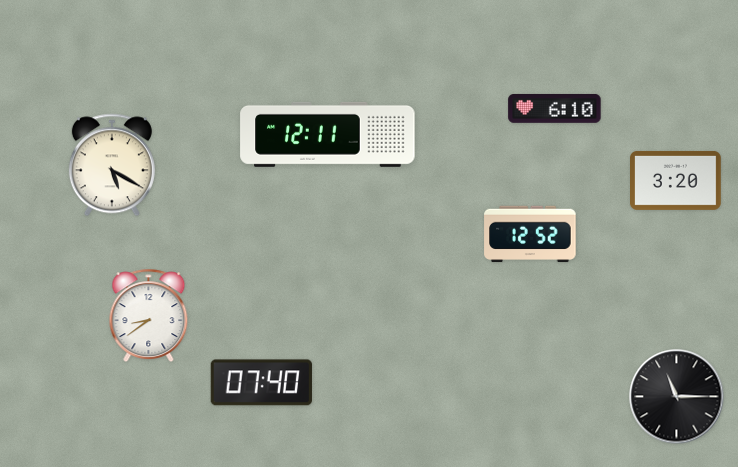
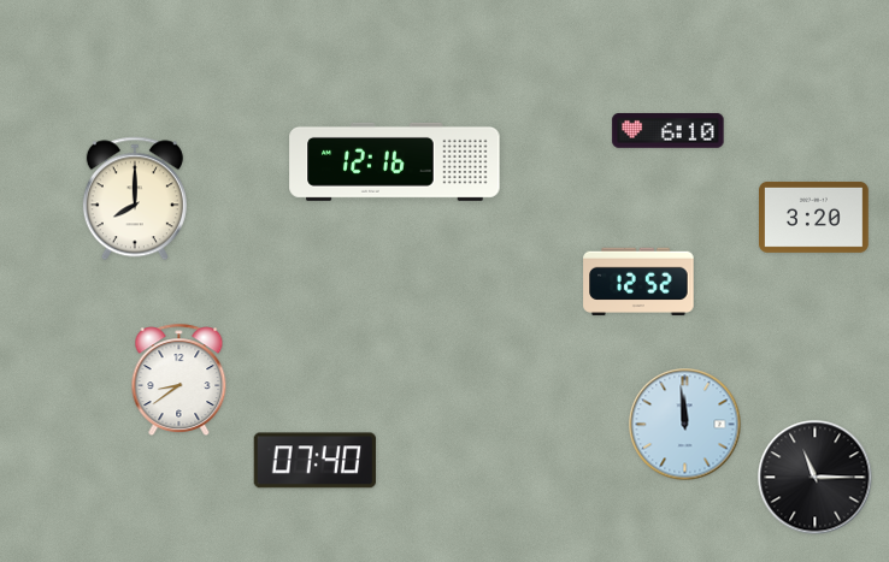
clock at (328, 134): 12:11 -> 12:16
clock at (112, 165): 5:20 -> 8:00
clock at (685, 425): none -> 11:59
